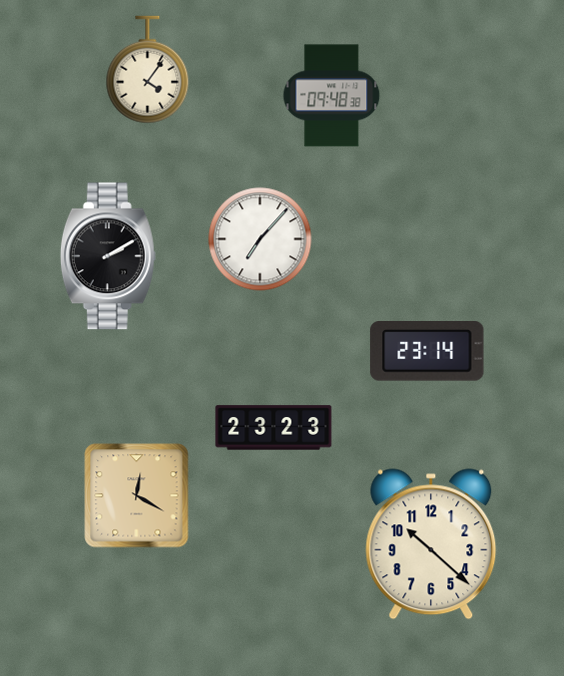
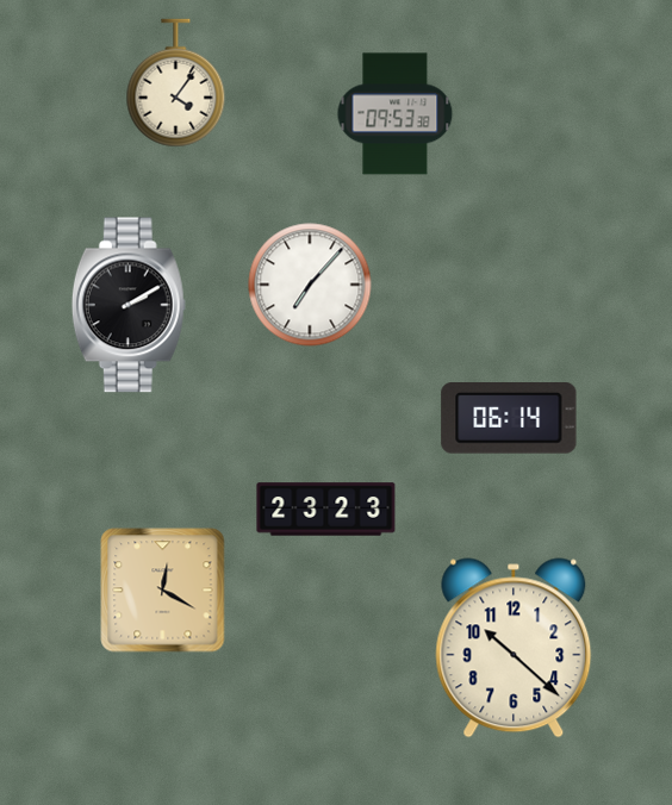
clock at (332, 96): 09:48 -> 09:53
clock at (427, 352): 23:14 -> 06:14
